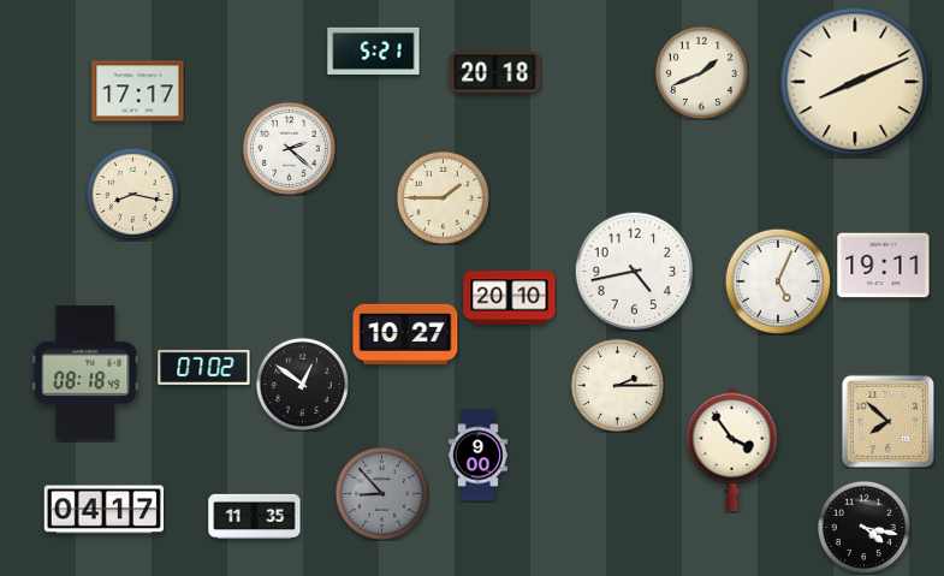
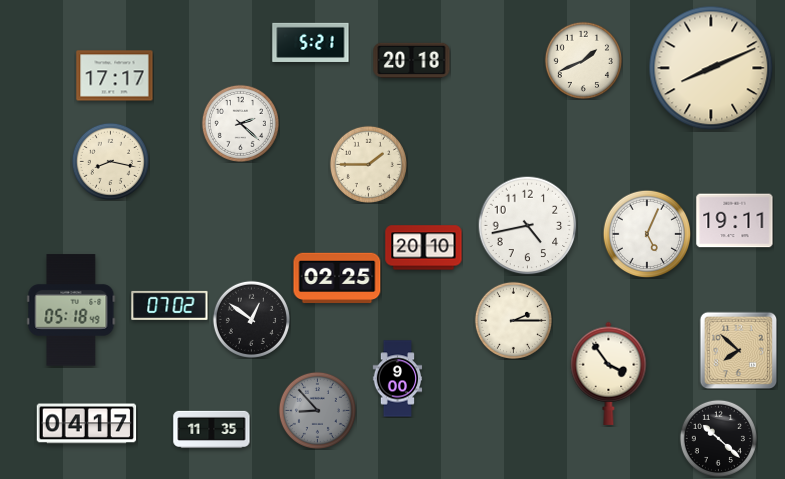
clock at (405, 334): 10:27 -> 02:25
clock at (85, 373): 08:18 -> 05:18
clock at (863, 527): 4:17 -> 10:22
